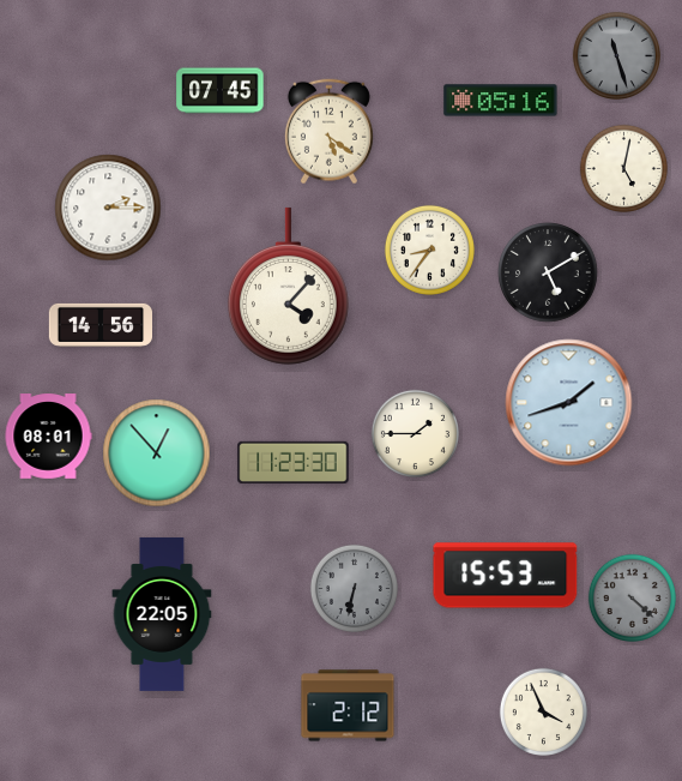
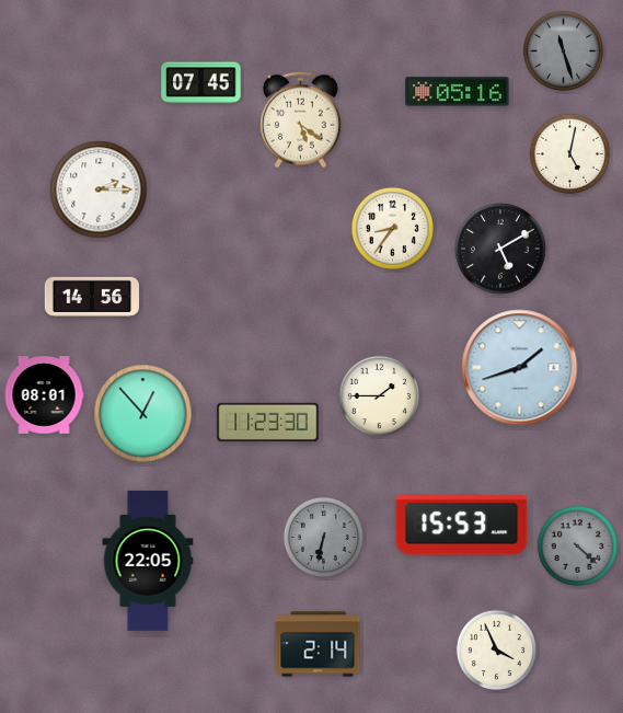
clock at (288, 287): 4:07 -> none
clock at (48, 437) position: (48, 437) -> (44, 395)
clock at (348, 705): 2:12 -> 2:14
